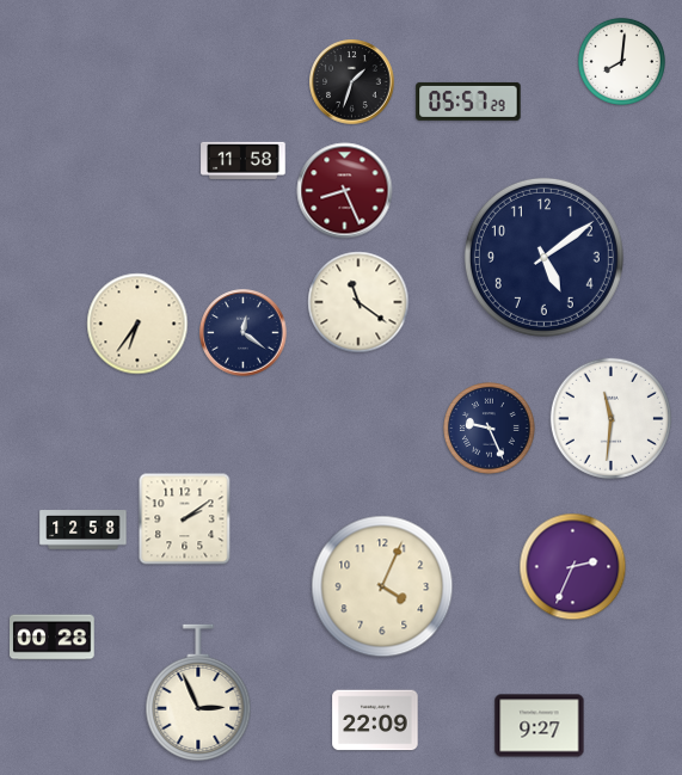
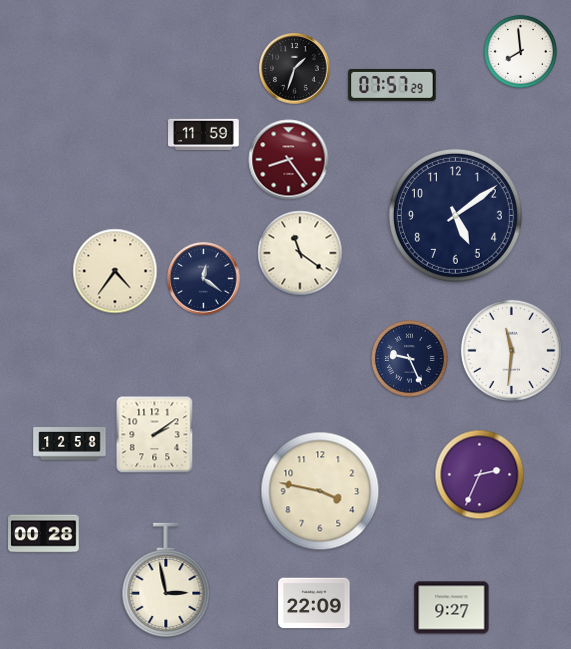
clock at (621, 61): 8:01 -> 7:59
clock at (468, 102): 05:57 -> 07:57
clock at (244, 160): 11:58 -> 11:59
clock at (345, 191): 8:26 -> 8:24
clock at (137, 324): 6:36 -> 4:36
clock at (382, 586): 4:04 -> 3:47
clock at (198, 691): 2:56 -> 2:58
